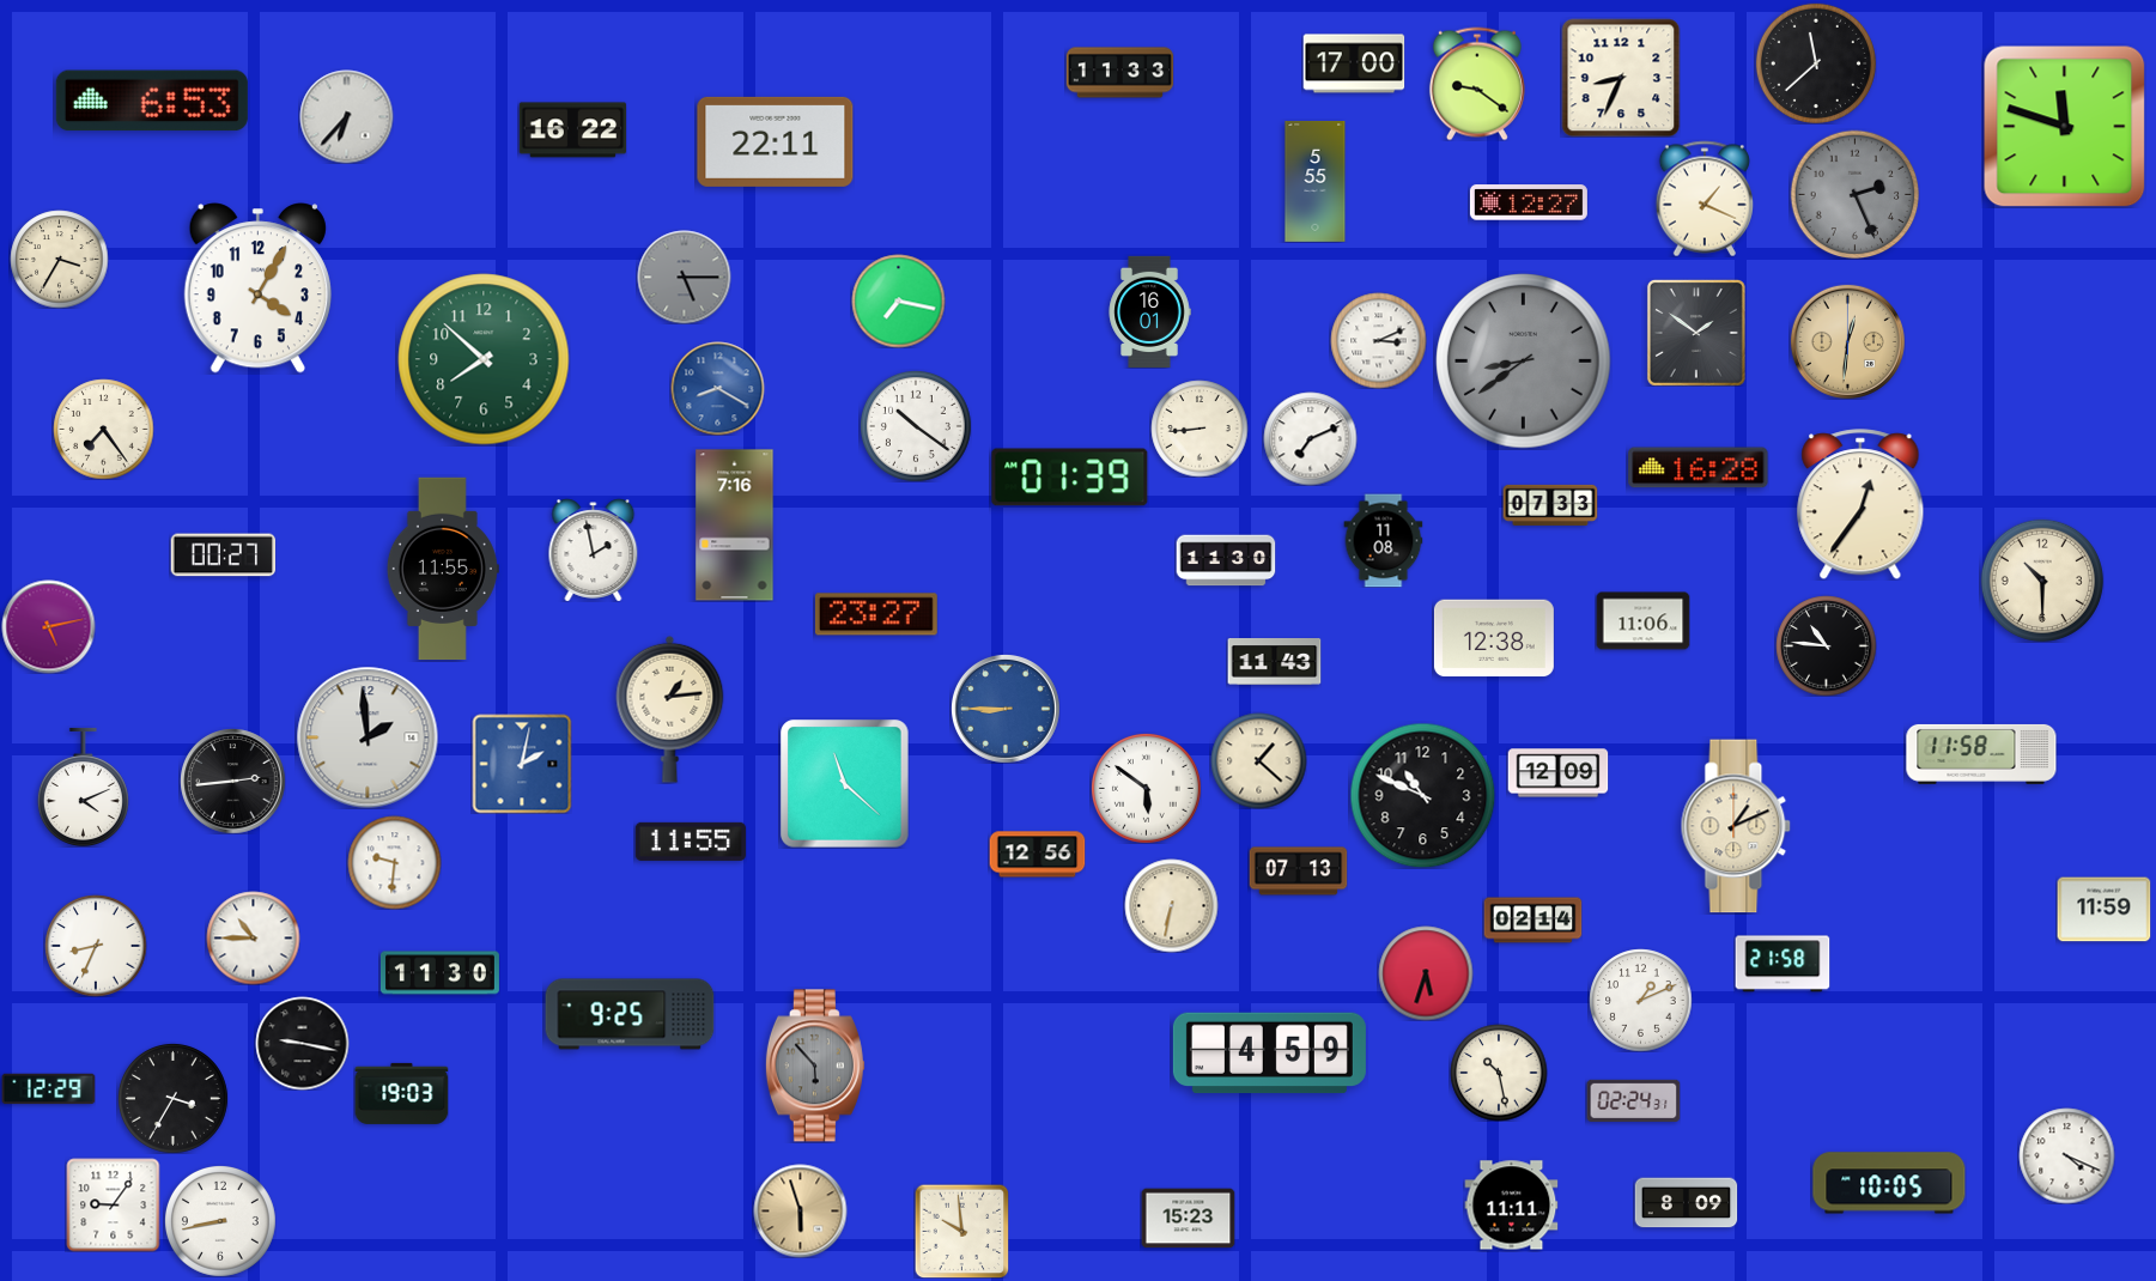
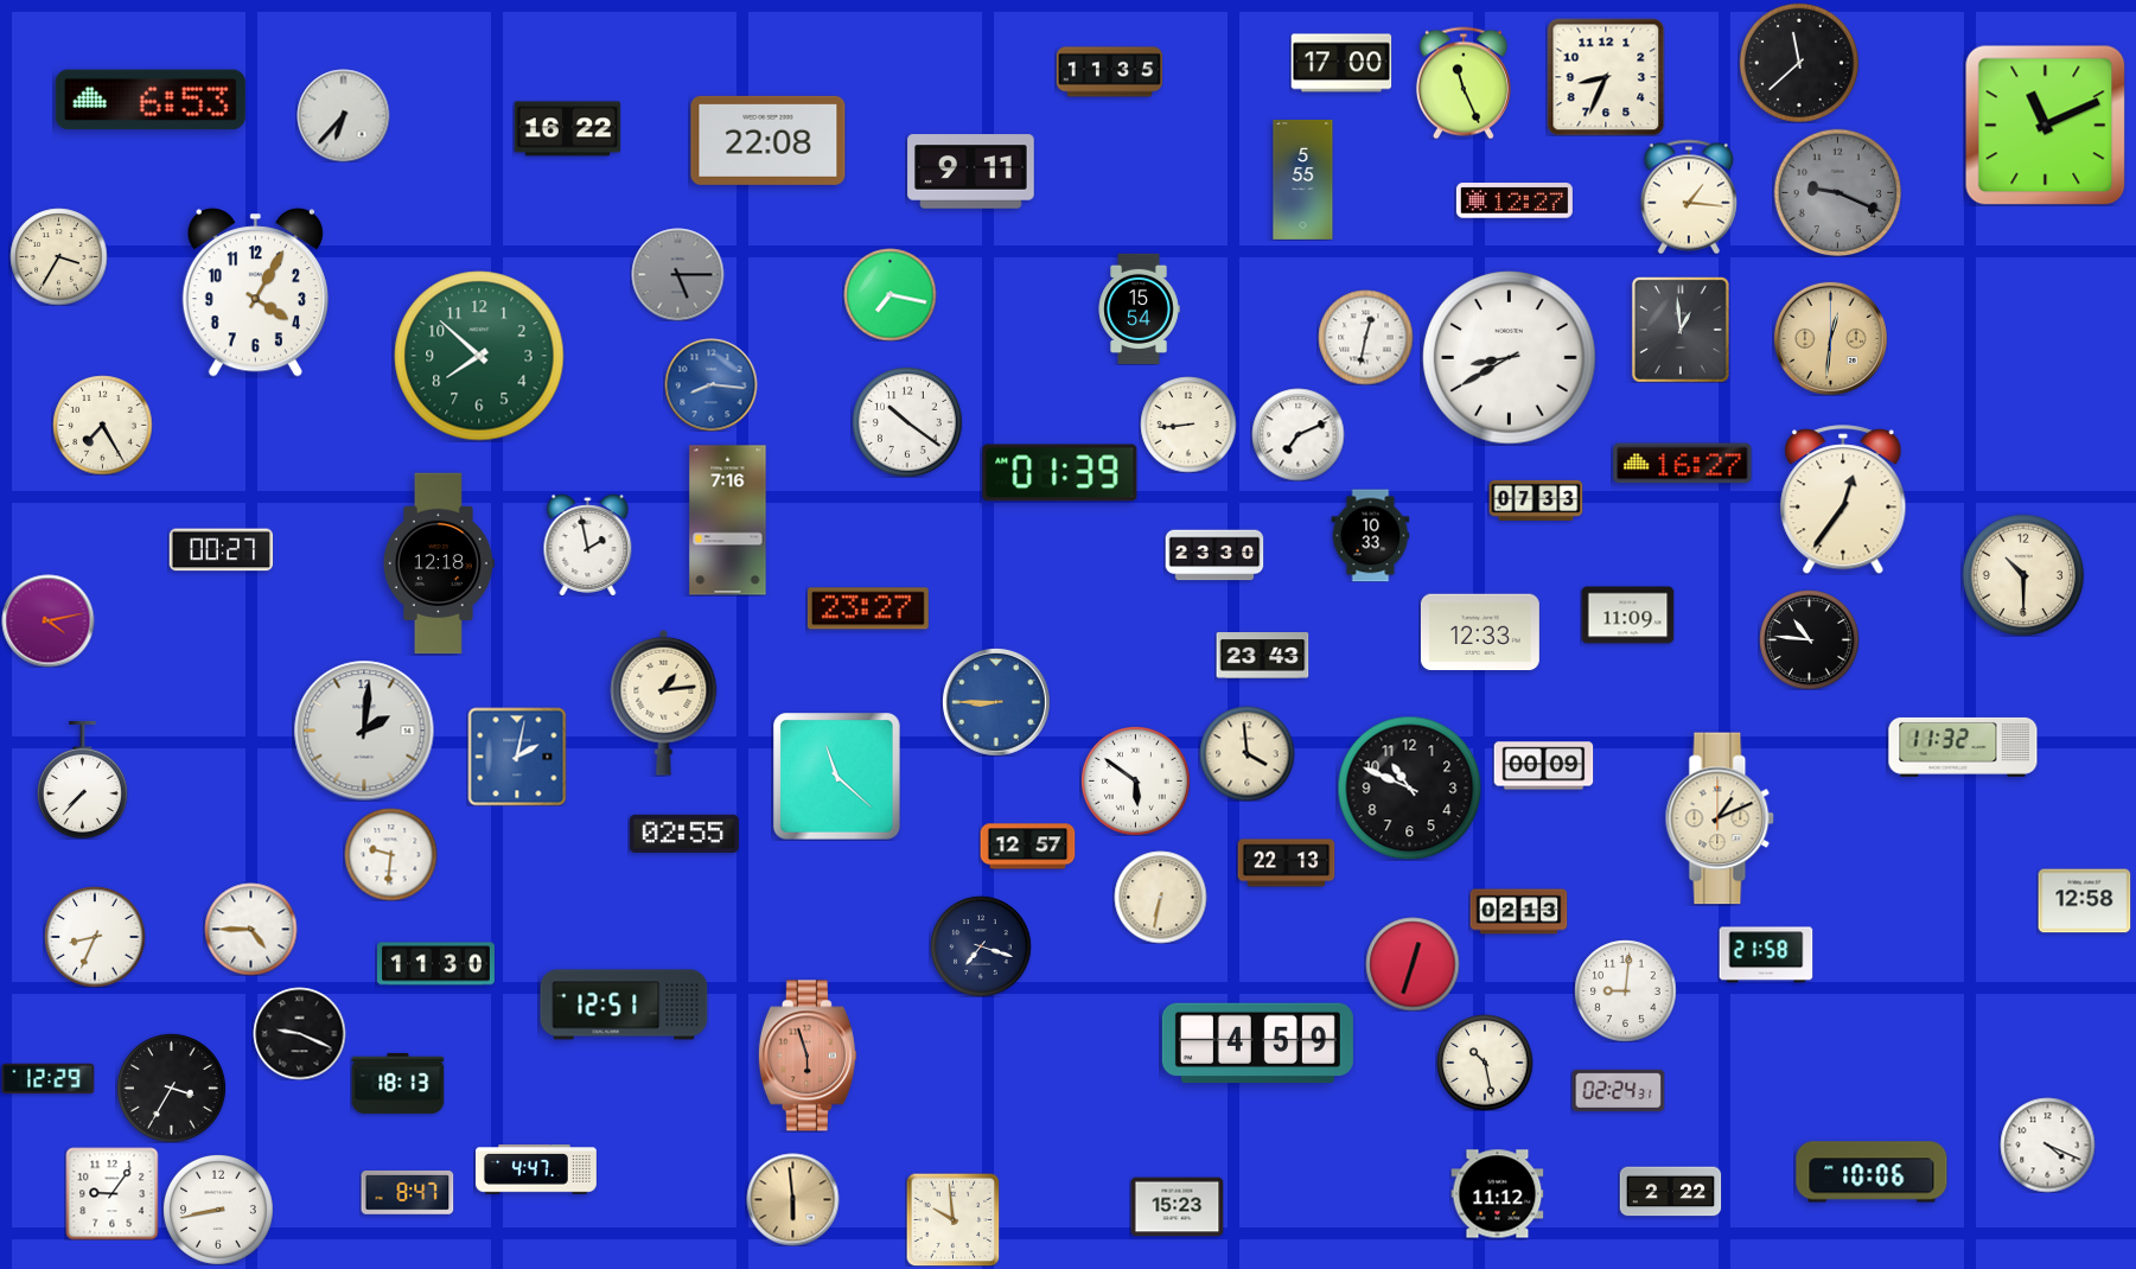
clock at (1119, 73): 11:33 -> 11:35
clock at (1477, 84): 9:21 -> 11:26
clock at (2064, 126): 11:48 -> 11:11
clock at (776, 141): 22:11 -> 22:08
clock at (971, 172): none -> 9:11
clock at (1854, 194): 2:26 -> 9:19
clock at (1705, 199): 1:19 -> 1:16
clock at (257, 289) position: (257, 289) -> (255, 293)
clock at (898, 300) position: (898, 300) -> (890, 294)
clock at (1149, 311): 16:01 -> 15:54
clock at (1696, 333): 1:51 -> 12:59
clock at (1378, 340): 3:11 -> 12:32
clock at (1524, 362): 8:39 -> 8:40
clock at (1524, 362) dial: grey -> white
clock at (717, 388): 8:20 -> 8:16
clock at (103, 429): 7:24 -> 7:25
clock at (1699, 468): 16:28 -> 16:27
clock at (1384, 540): 11:08 -> 10:33
clock at (1226, 560): 11:30 -> 23:30
clock at (443, 569): 11:55 -> 12:18
clock at (1642, 621): 11:06 -> 11:09
clock at (48, 626): 5:13 -> 4:13
clock at (1494, 638): 12:38 -> 12:33
clock at (1274, 662): 11:43 -> 23:43
clock at (368, 737): 1:59 -> 2:01
clock at (1981, 754): 11:58 -> 11:32
clock at (1258, 760): 1:22 -> 3:59
clock at (1557, 773): 12:09 -> 00:09
clock at (232, 781): 2:44 -> none
clock at (83, 787): 4:11 -> 7:37
clock at (691, 842): 11:55 -> 02:55
clock at (1037, 855): 12:56 -> 12:57
clock at (1298, 872): 07:13 -> 22:13
clock at (2103, 910): 11:59 -> 12:58
clock at (1532, 921): 02:14 -> 02:13
clock at (253, 937): 10:45 -> 4:45
clock at (981, 946): none -> 7:18
clock at (1426, 973): 5:33 -> 12:33
clock at (1640, 1000): 1:11 -> 9:01
clock at (630, 1014): 9:25 -> 12:51
clock at (302, 1043): 9:17 -> 9:19
clock at (815, 1066): 5:53 -> 5:57
clock at (815, 1066) dial: grey -> salmon
clock at (401, 1093): 19:03 -> 18:13
clock at (537, 1169): none -> 4:47
clock at (1889, 1183): 10:05 -> 10:06
clock at (407, 1192): none -> 8:47
clock at (1686, 1203): 8:09 -> 2:22
clock at (1511, 1206): 11:11 -> 11:12
clock at (800, 1210): 5:57 -> 5:59
